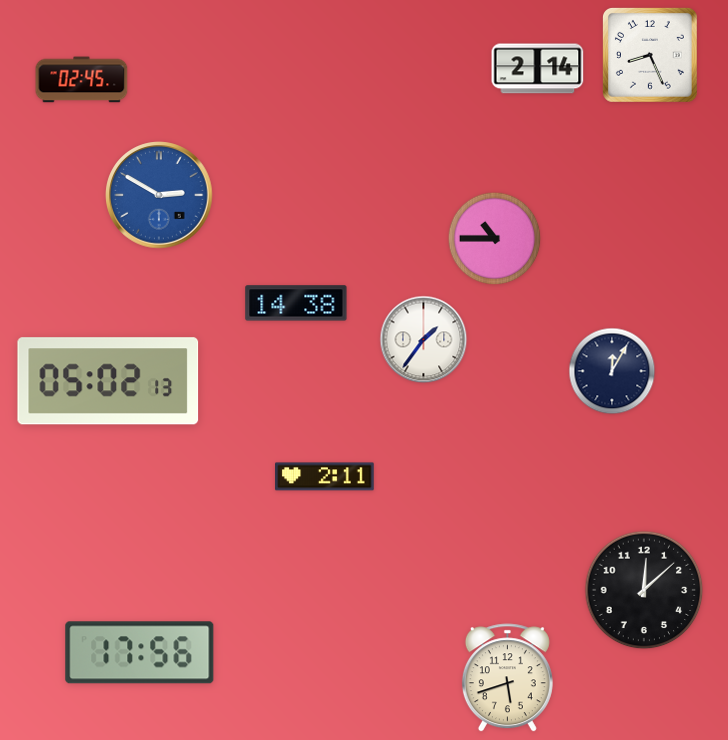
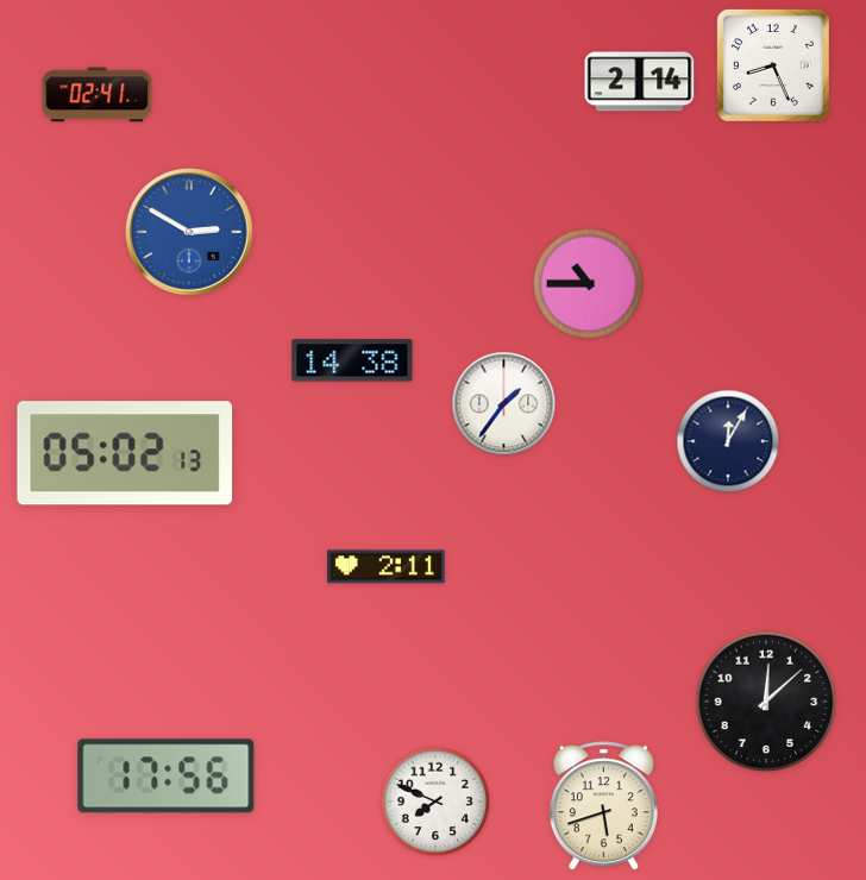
clock at (82, 80): 02:45 -> 02:41
clock at (108, 381) position: (108, 381) -> (125, 453)
clock at (435, 802): none -> 7:49
